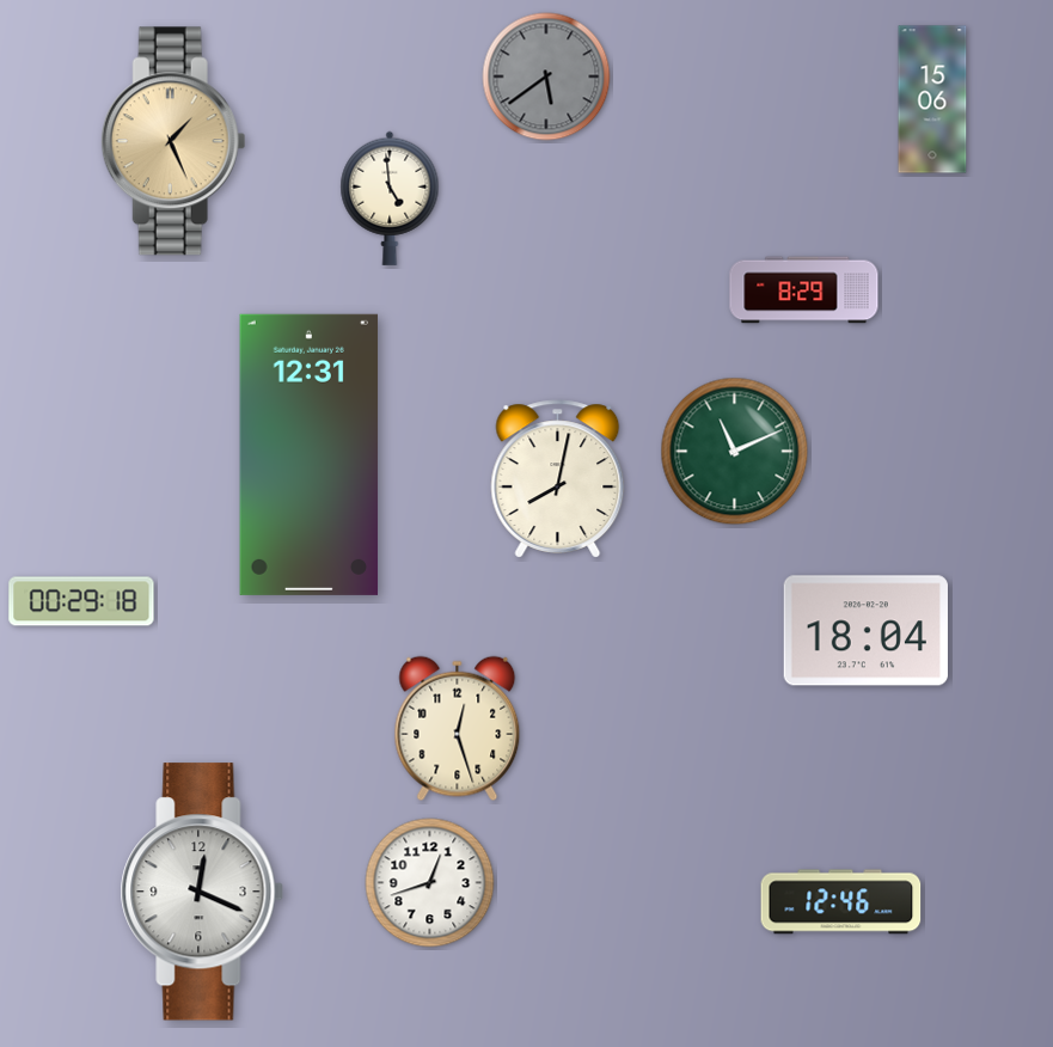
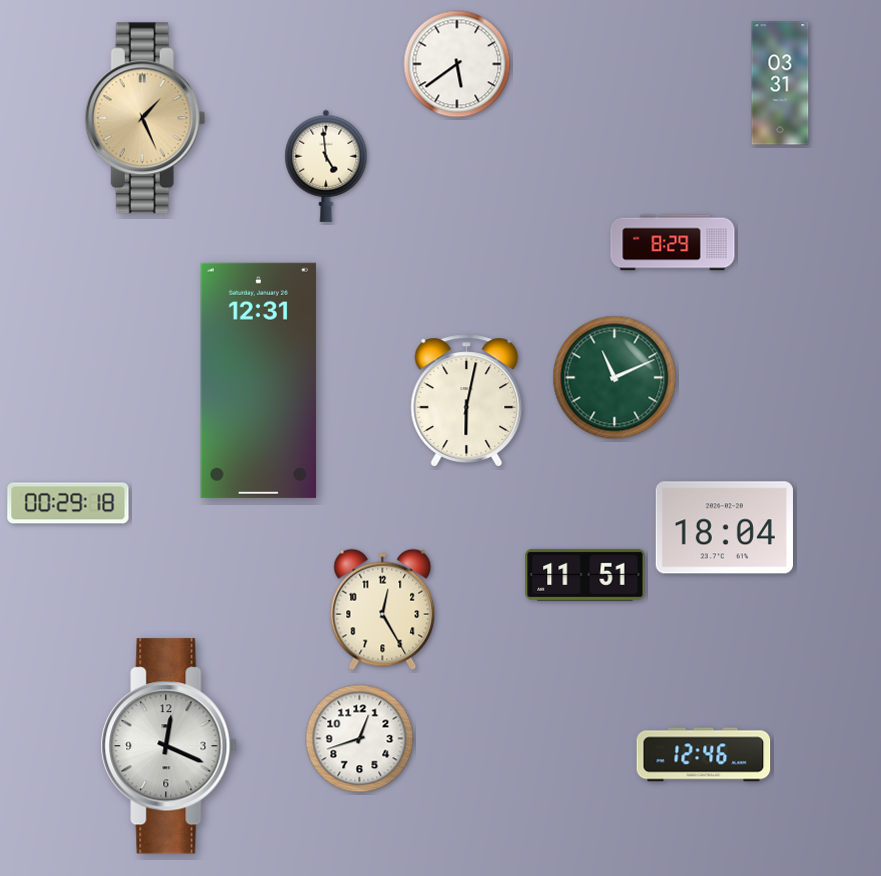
clock at (546, 76) dial: grey -> white
clock at (932, 99): 15:06 -> 03:31
clock at (558, 479): 8:02 -> 6:02
clock at (585, 575): none -> 11:51
clock at (458, 729): 12:27 -> 12:25
